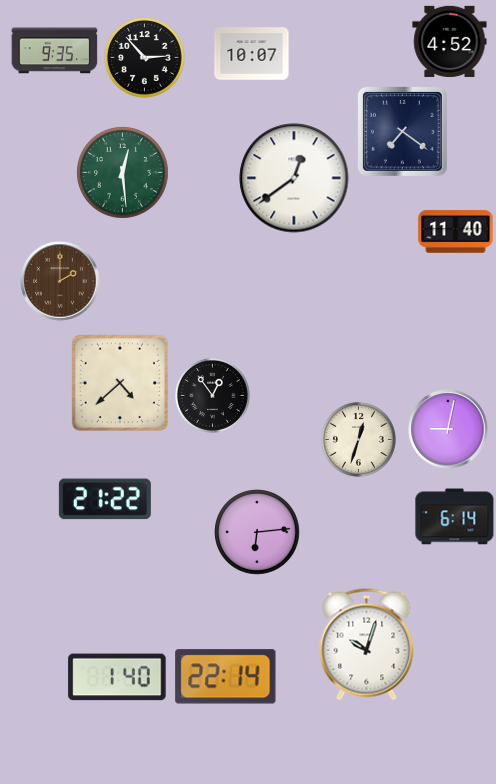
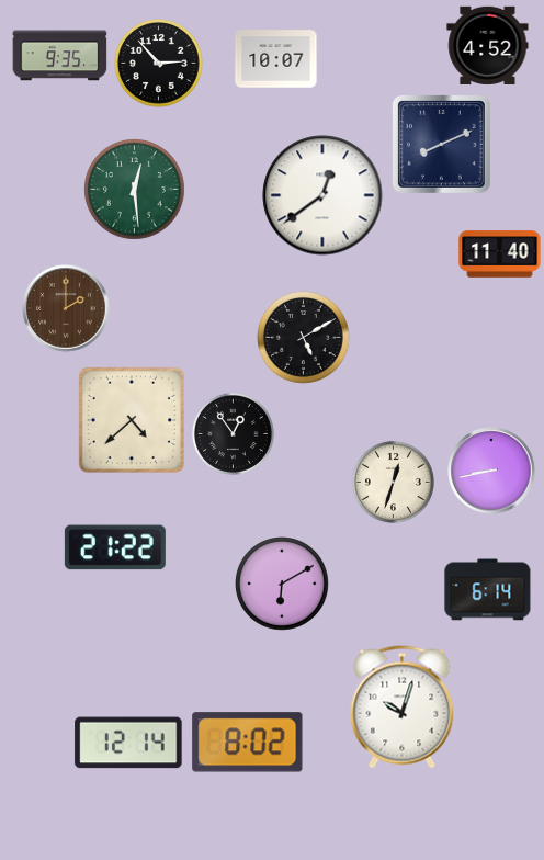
clock at (450, 41) position: (450, 41) -> (488, 45)
clock at (402, 131): 7:21 -> 8:11
clock at (304, 338): none -> 5:10
clock at (448, 429): 9:02 -> 8:43
clock at (455, 517) position: (455, 517) -> (488, 590)
clock at (258, 533): 6:14 -> 6:10
clock at (117, 677): 1:40 -> 12:14
clock at (226, 677): 22:14 -> 8:02
